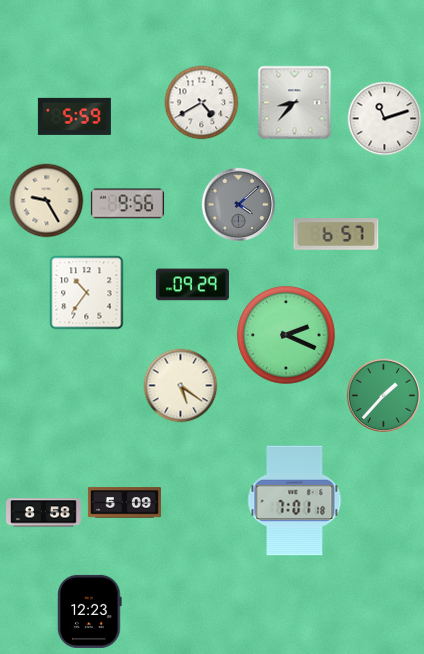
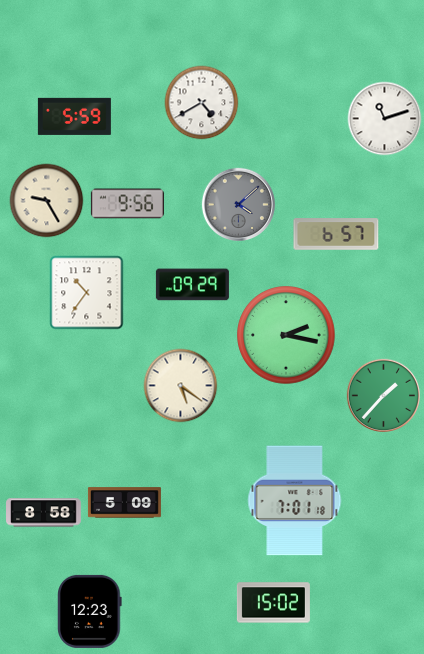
clock at (295, 103): 8:37 -> none
clock at (286, 335): 2:19 -> 2:17
clock at (273, 603): none -> 15:02
